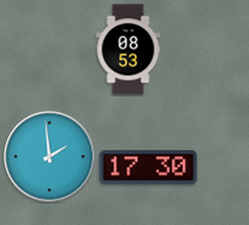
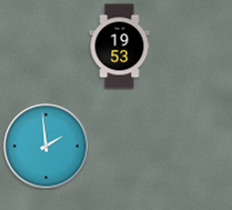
clock at (129, 50): 08:53 -> 19:53
clock at (149, 168): 17:30 -> none
